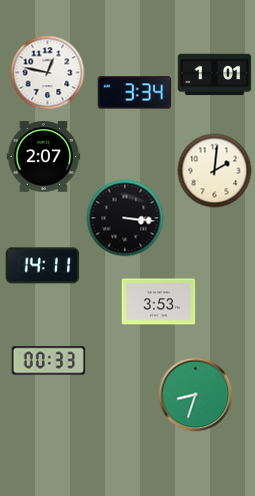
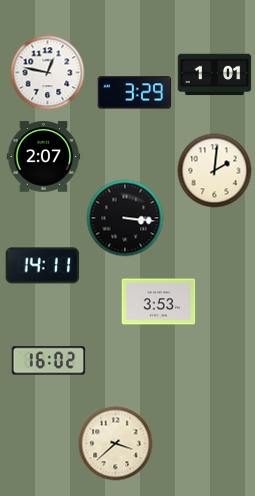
clock at (135, 93): 3:34 -> 3:29
clock at (49, 361): 00:33 -> 16:02
clock at (196, 395): 8:33 -> none
clock at (116, 444): none -> 3:38
